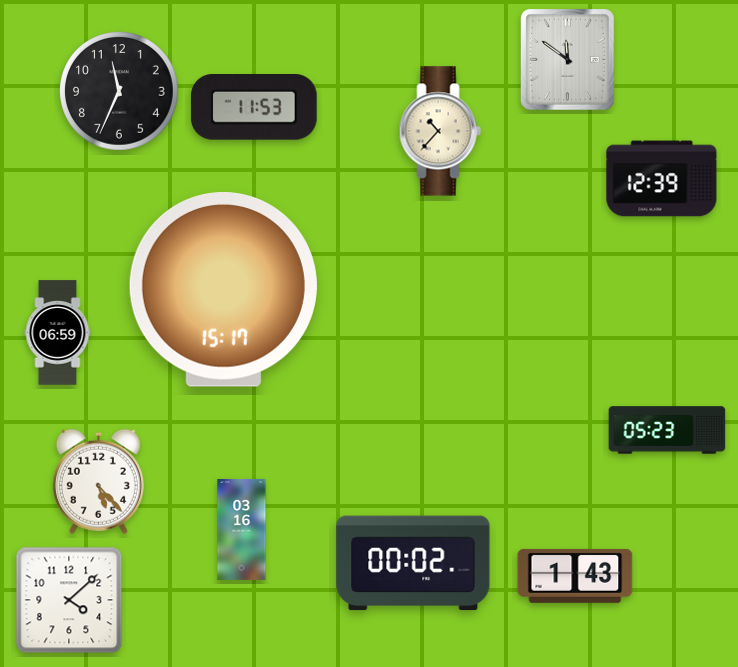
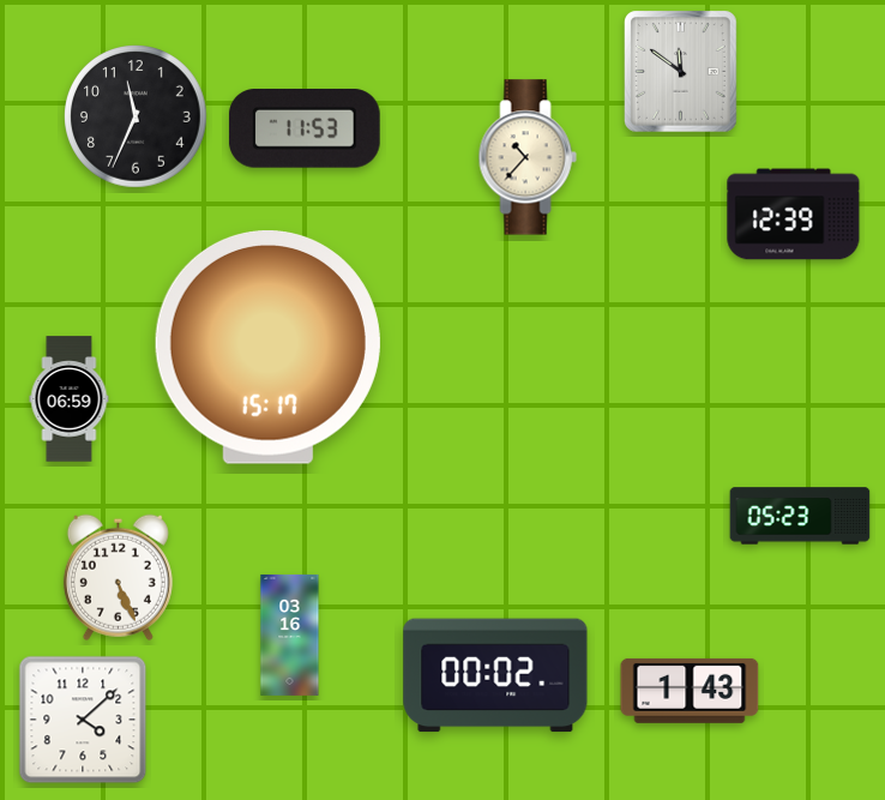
clock at (120, 92) position: (120, 92) -> (137, 118)
clock at (98, 481): 5:23 -> 5:26
